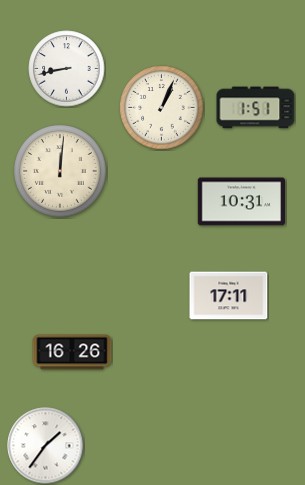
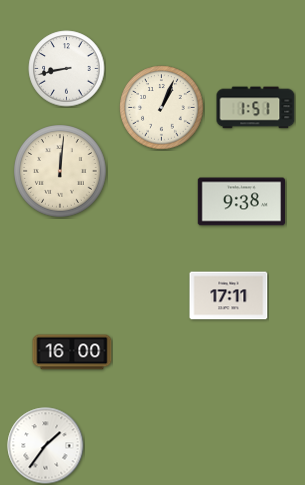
clock at (242, 202): 10:31 -> 9:38
clock at (72, 352): 16:26 -> 16:00
